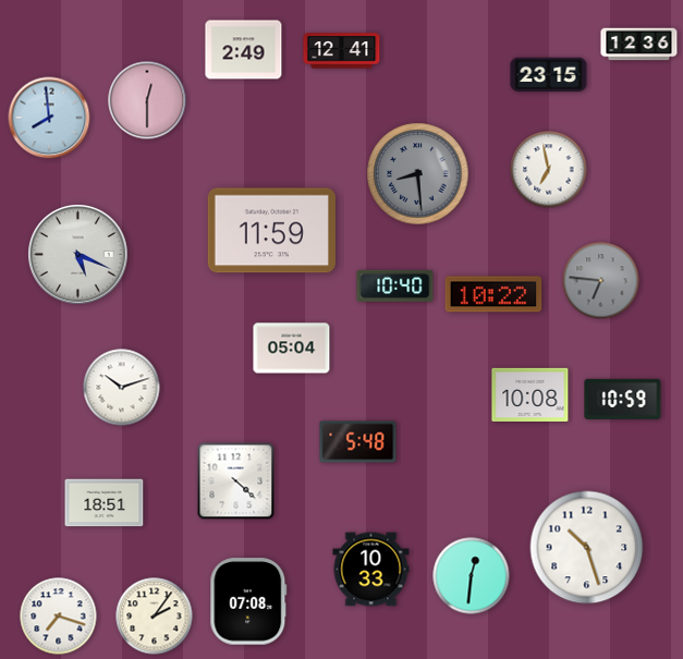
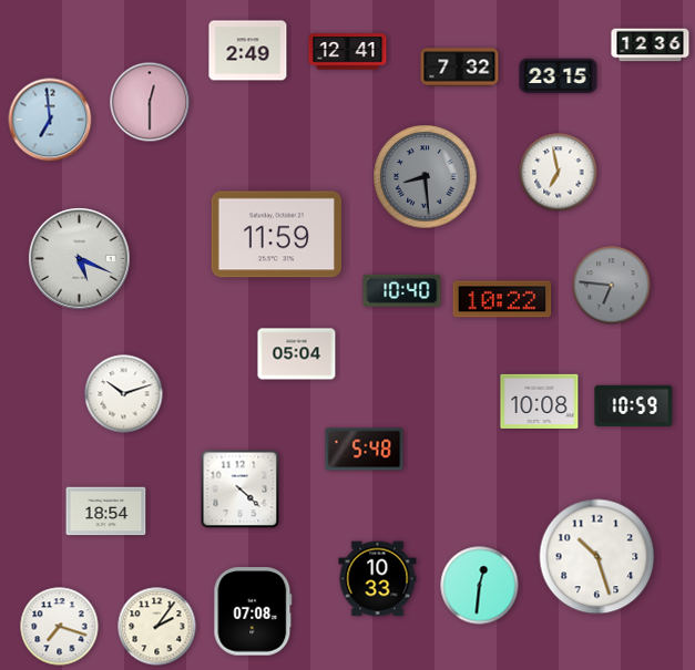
clock at (460, 68): none -> 7:32
clock at (49, 118): 7:59 -> 6:59
clock at (105, 503): 18:51 -> 18:54
